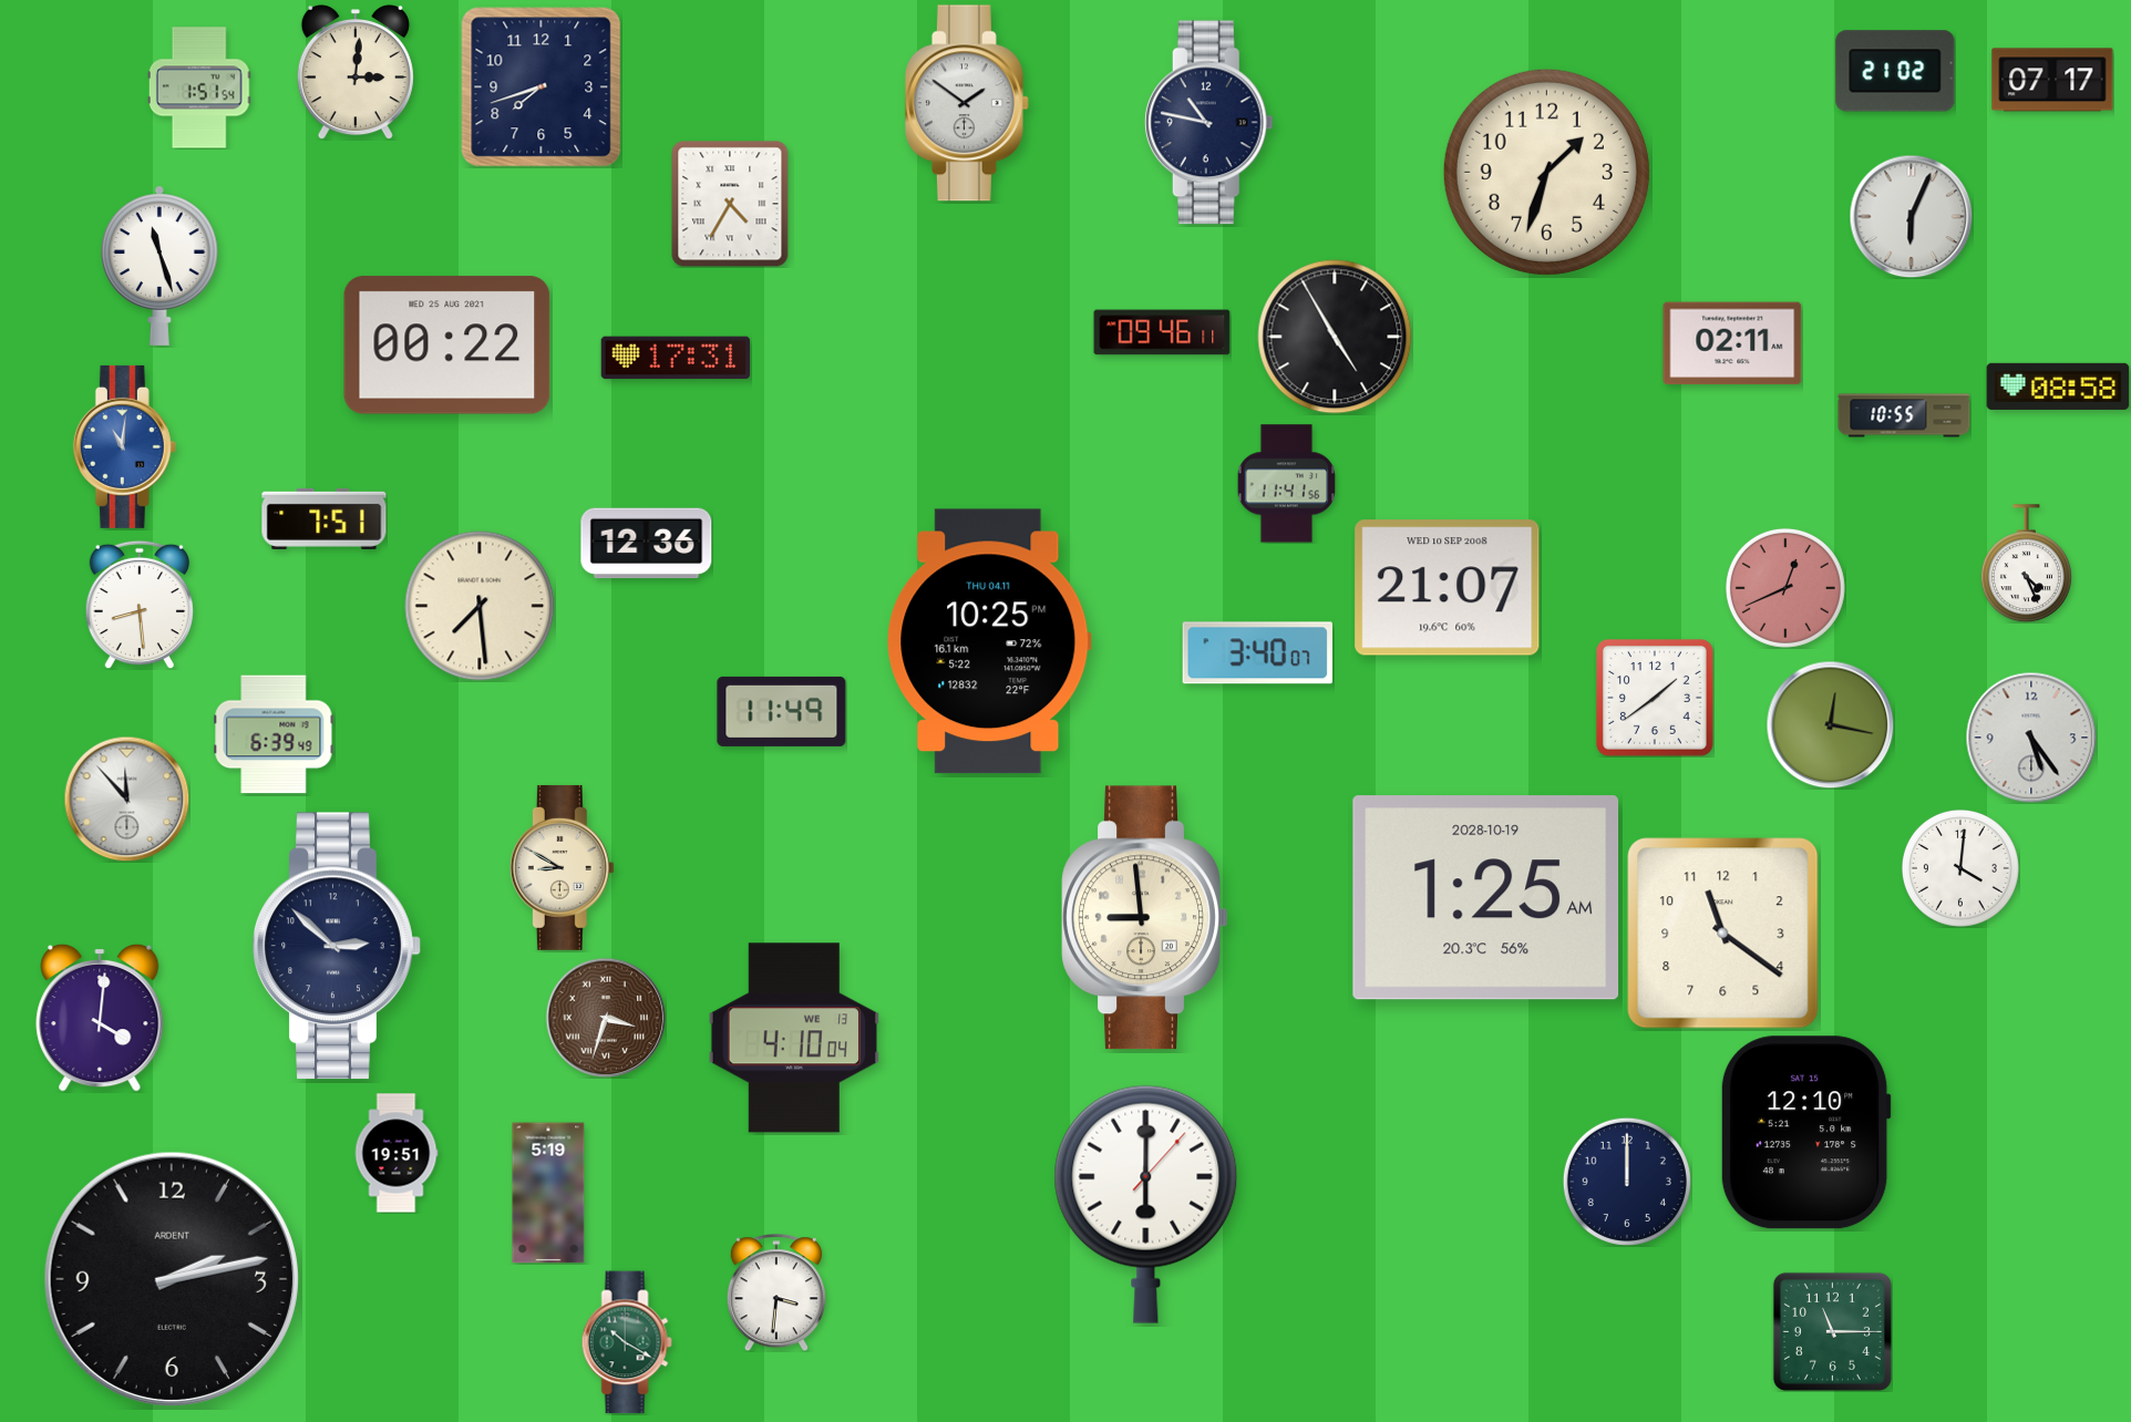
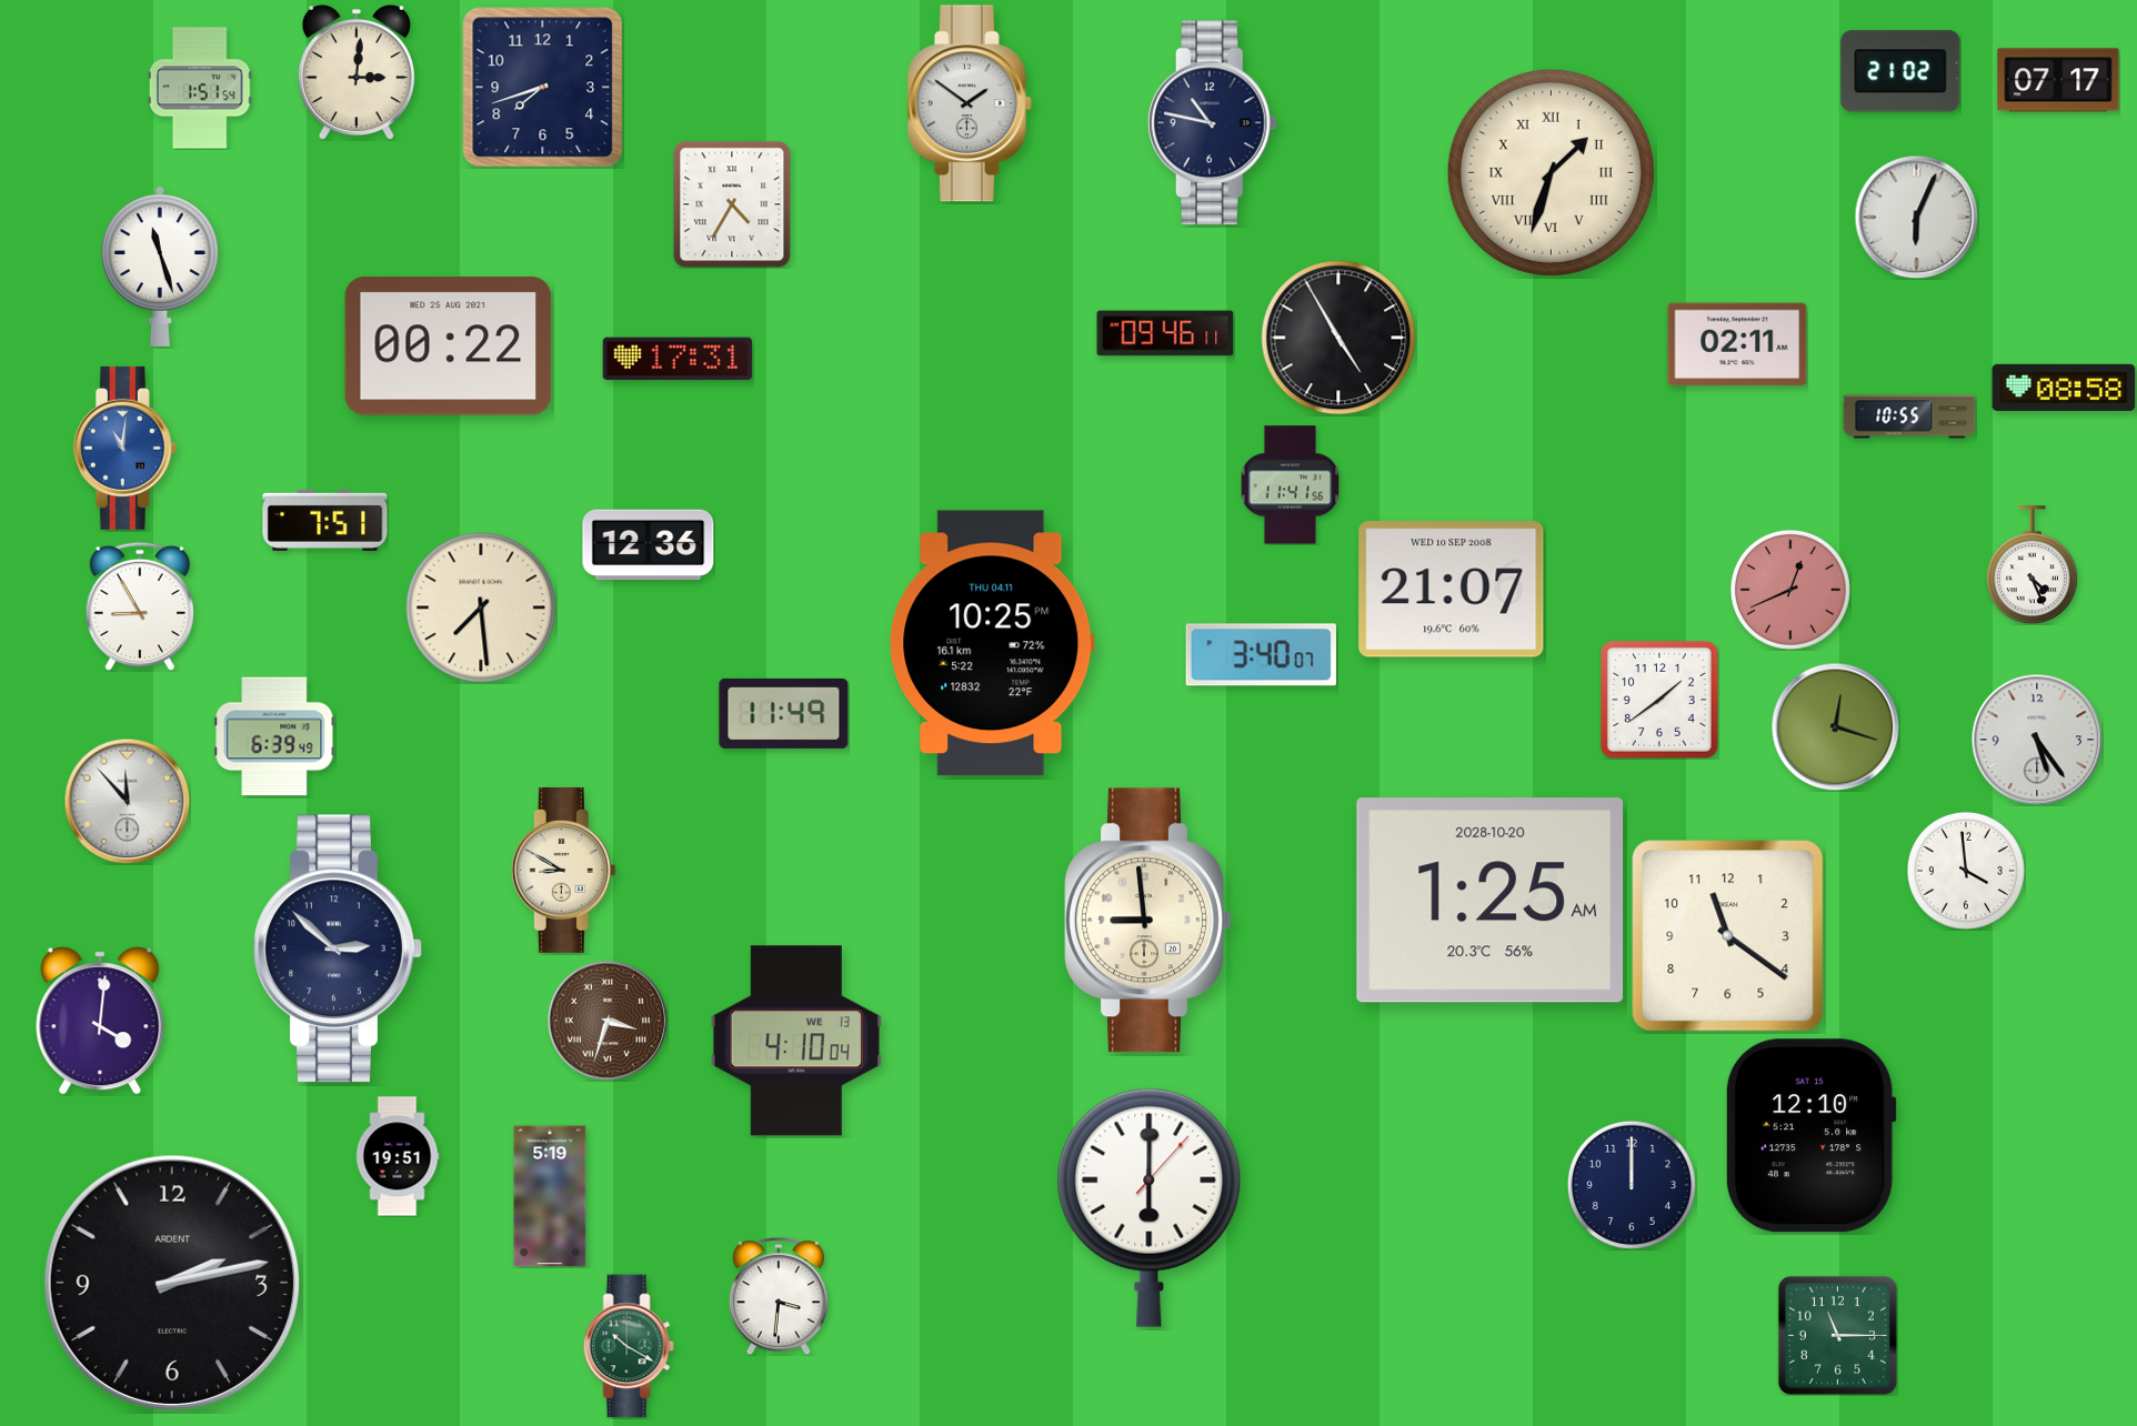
clock at (1546, 172) numerals: Arabic -> Roman
clock at (140, 605): 8:29 -> 8:55
clock at (1830, 724): 12:17 -> 12:18
clock at (1960, 868): 4:01 -> 3:59
clock at (1486, 898) date: 2028-10-19 -> 2028-10-20
